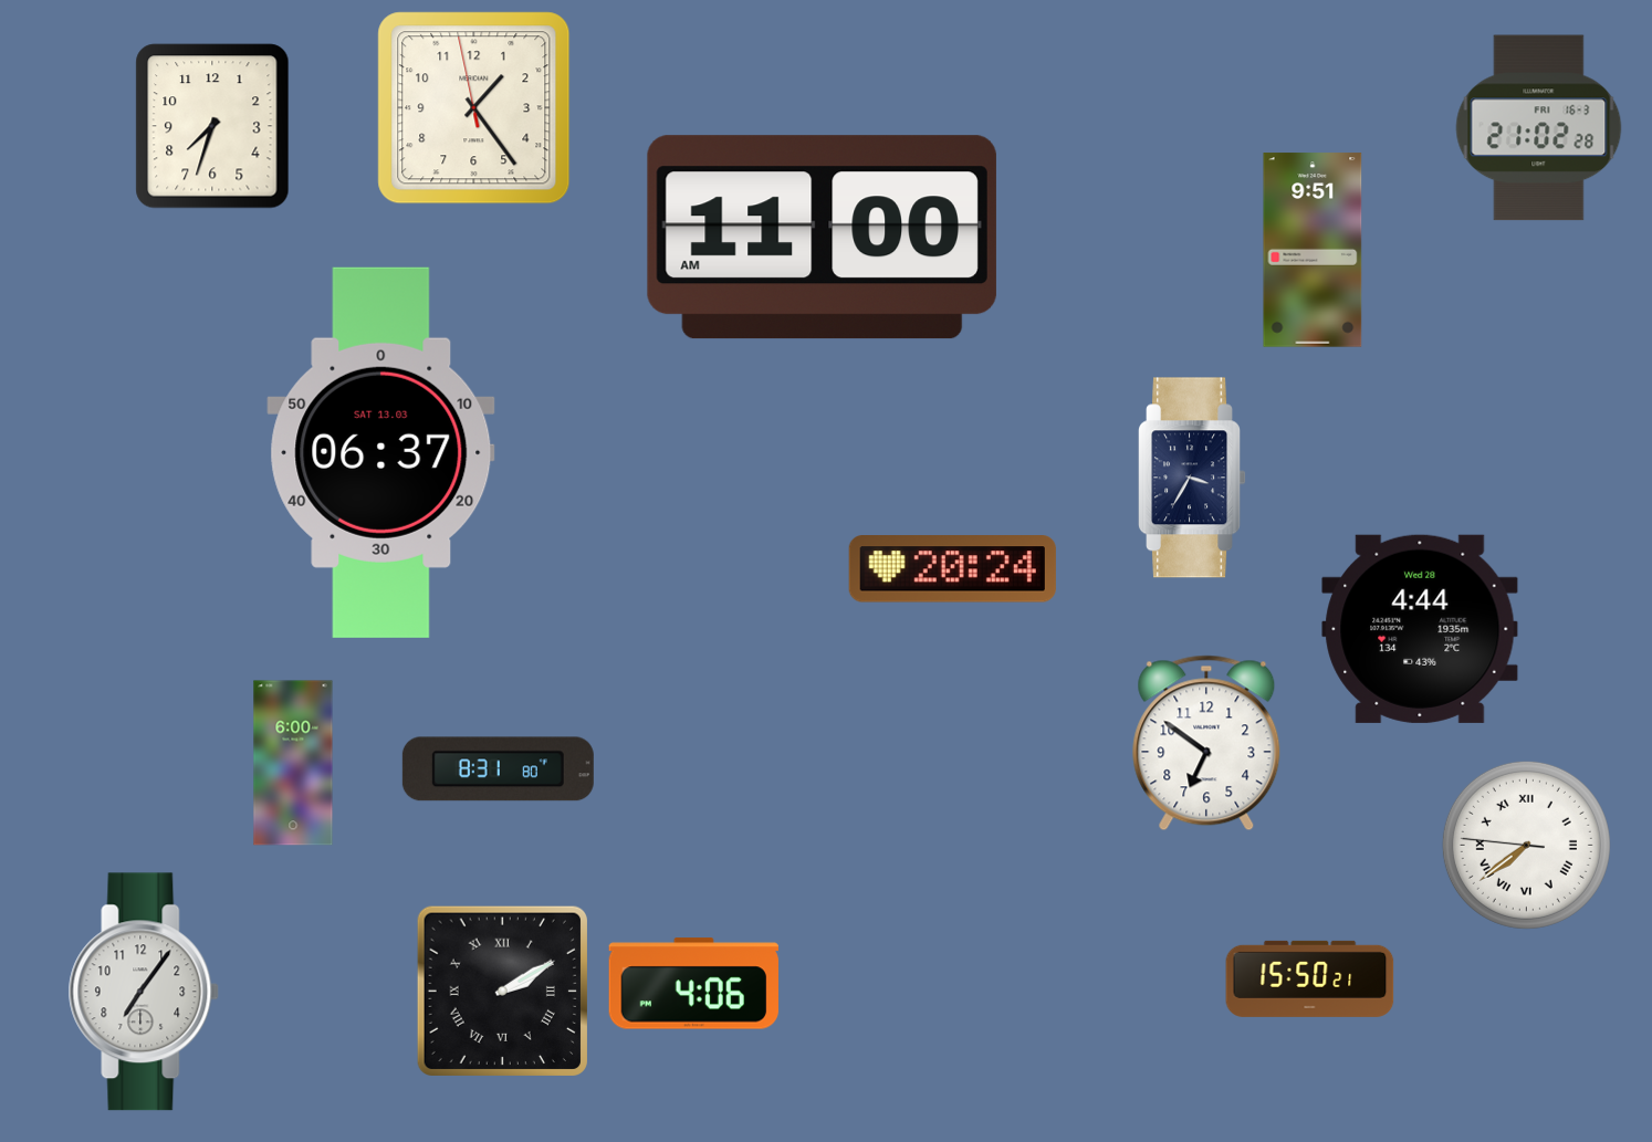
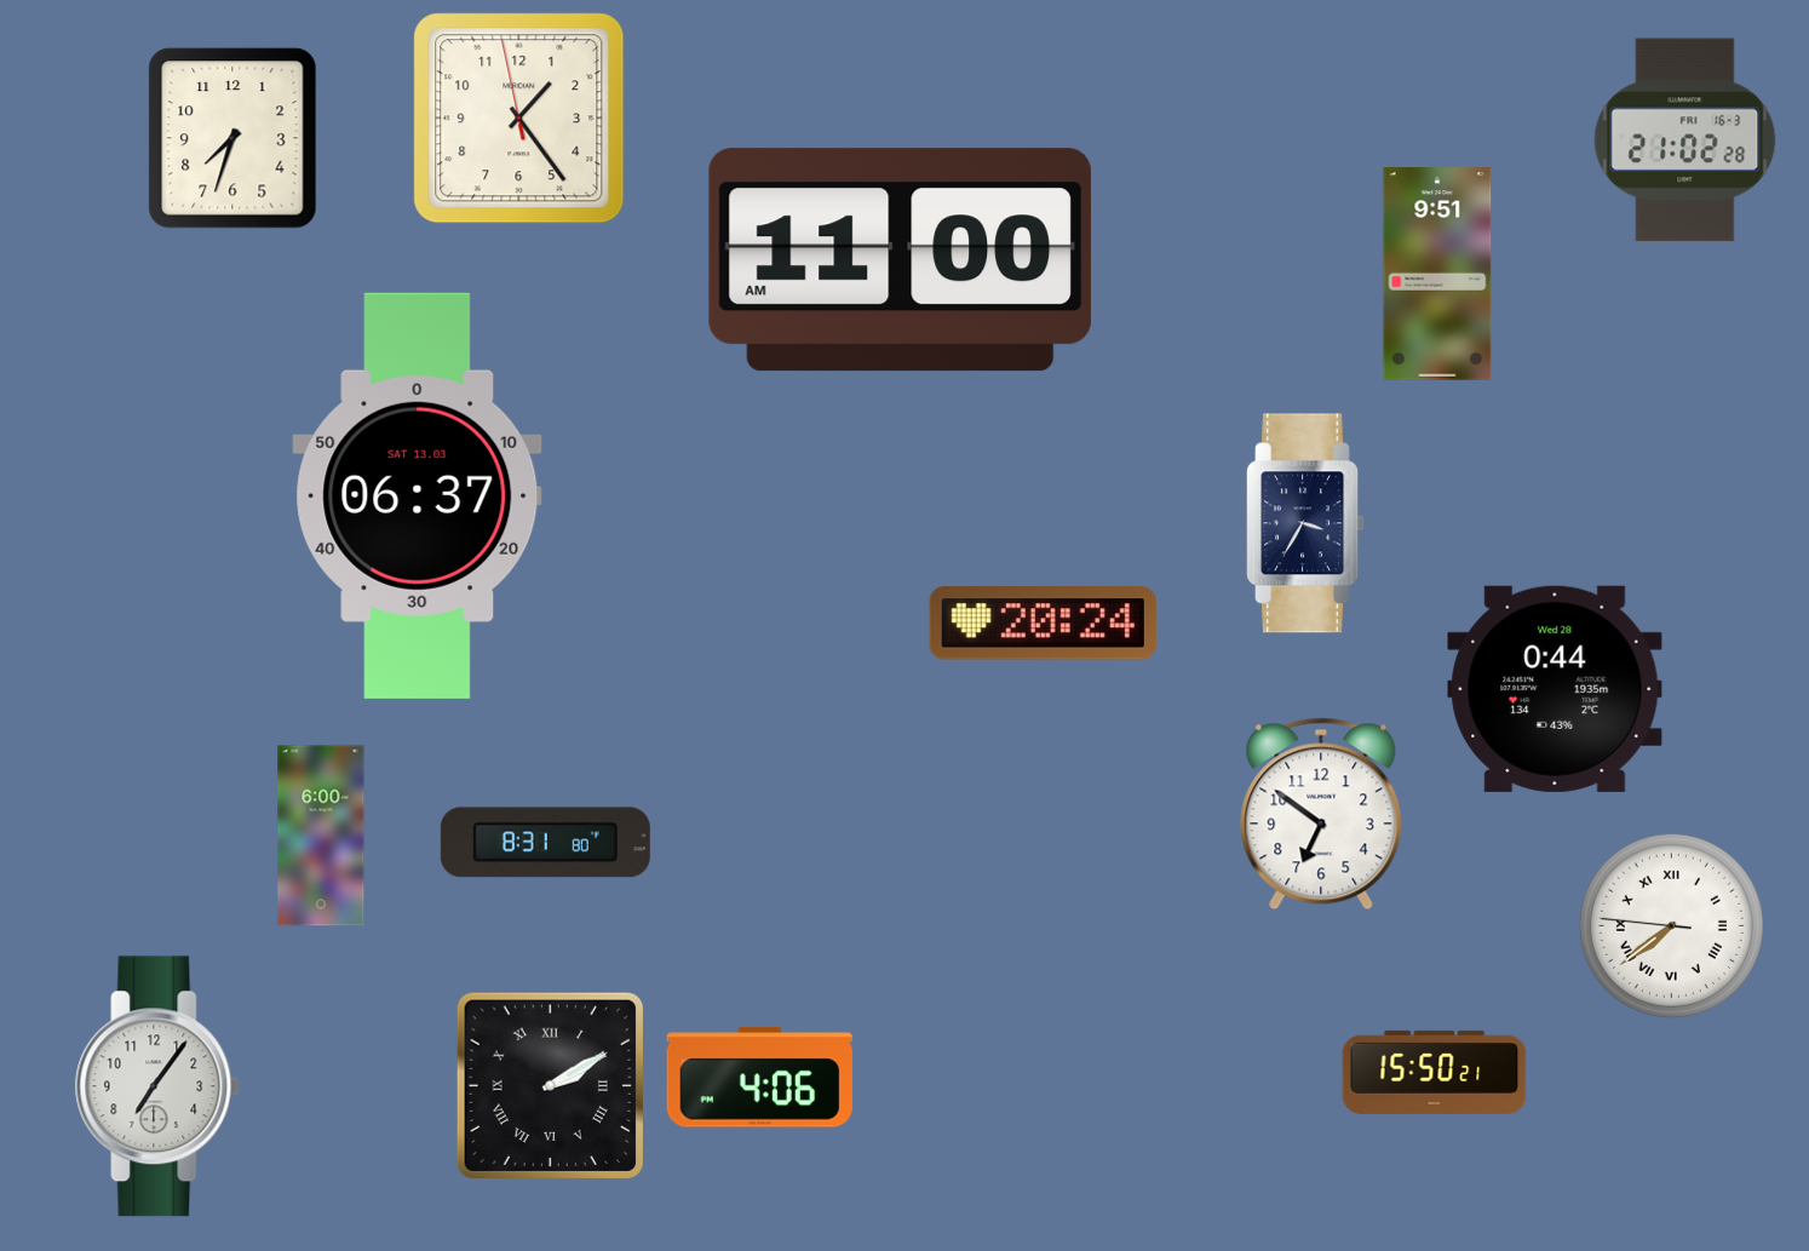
clock at (1420, 629): 4:44 -> 0:44
